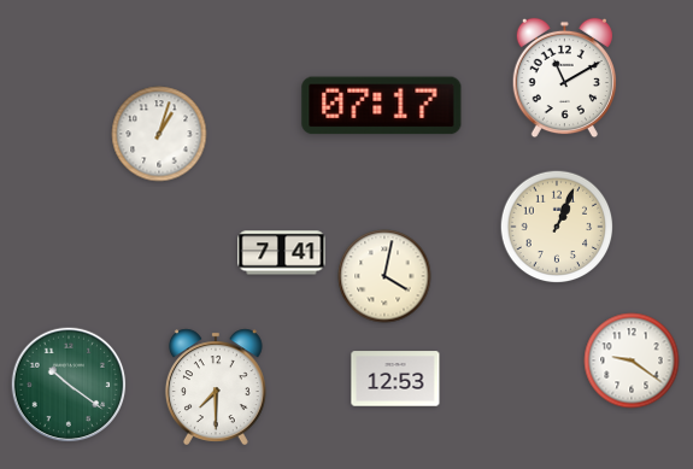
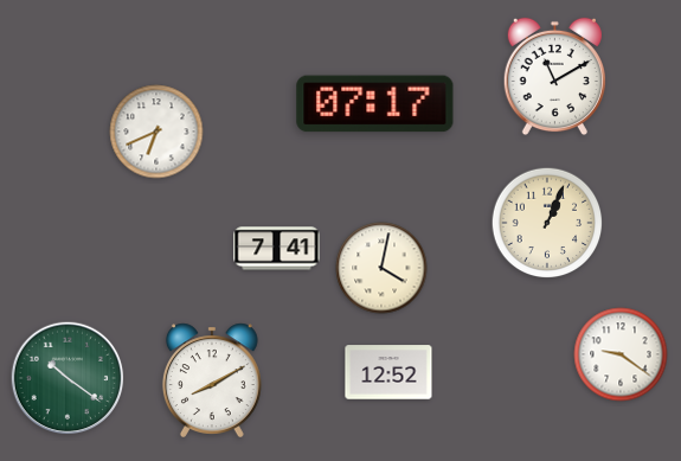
clock at (159, 134): 1:03 -> 6:41
clock at (384, 276) position: (384, 276) -> (381, 268)
clock at (395, 379): 12:53 -> 12:52
clock at (216, 387): 7:30 -> 8:10
